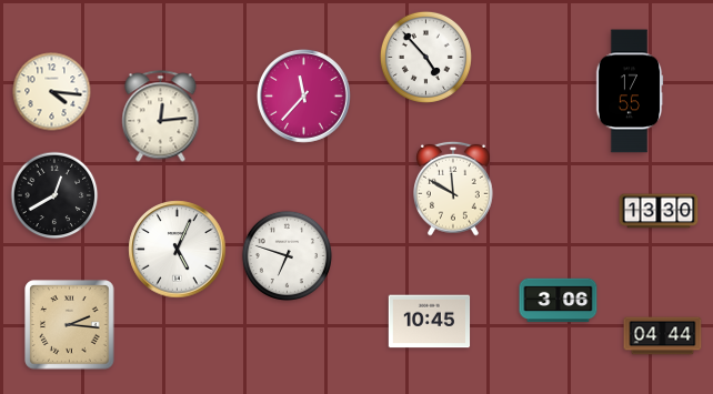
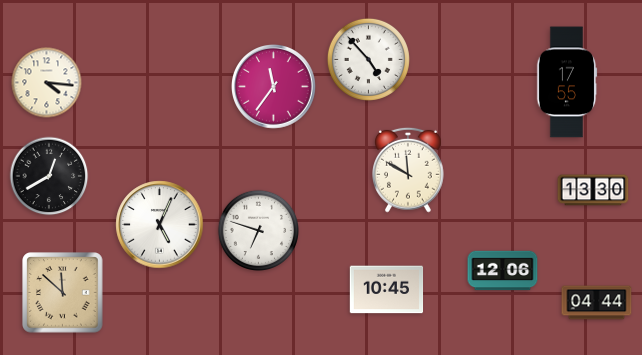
clock at (425, 57) position: (425, 57) -> (368, 59)
clock at (304, 97): 11:37 -> 11:36
clock at (161, 117): 12:14 -> none
clock at (559, 301): 3:06 -> 12:06
clock at (70, 325): 2:16 -> 11:52
